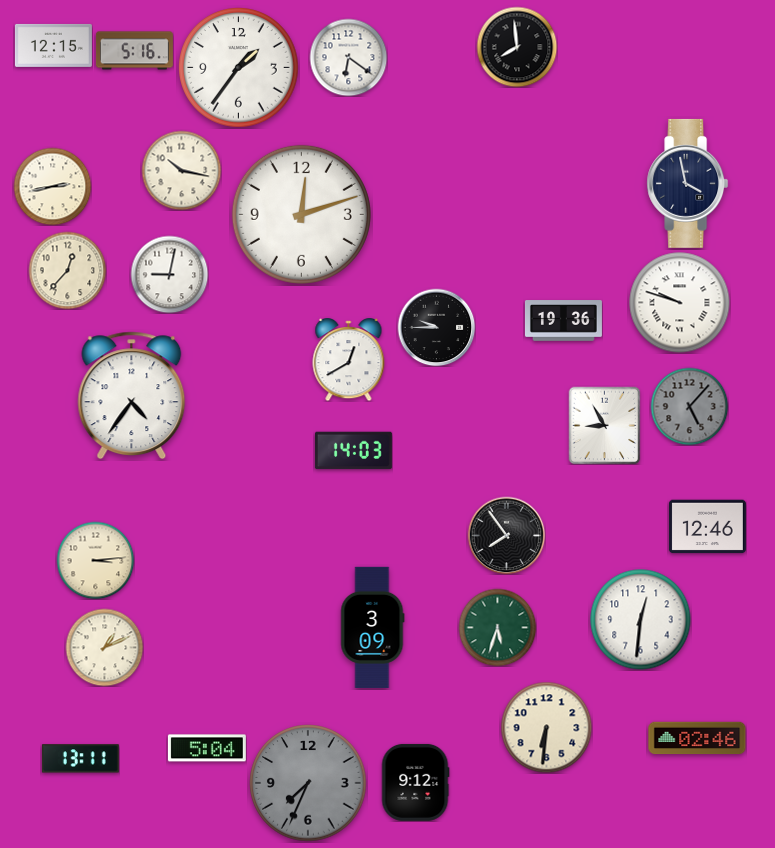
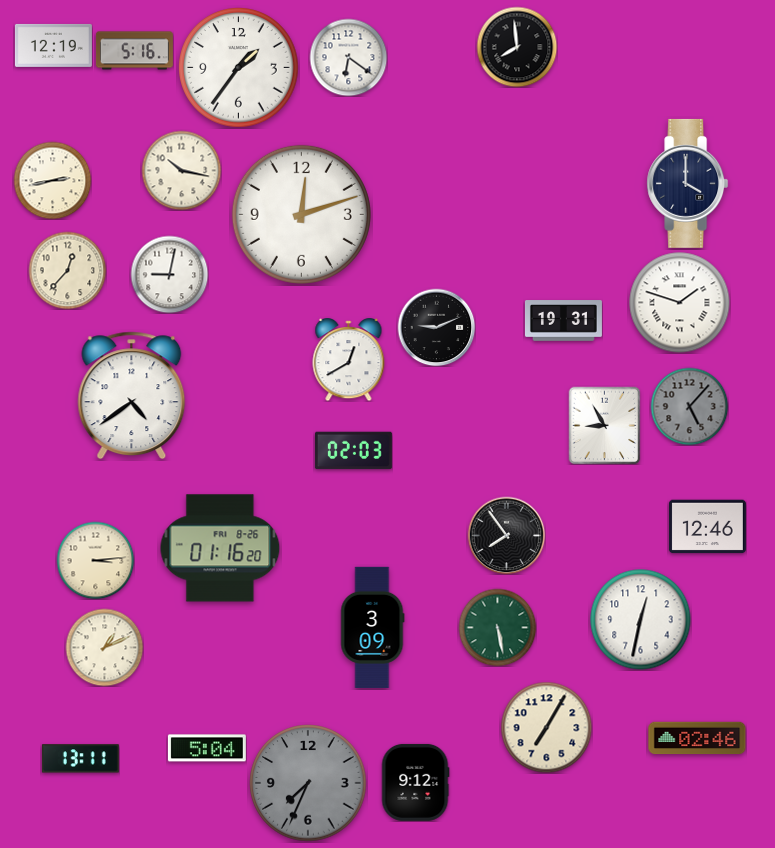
clock at (53, 45): 12:15 -> 12:19
clock at (688, 183): 3:58 -> 4:00
clock at (52, 186) position: (52, 186) -> (52, 180)
clock at (680, 303): 9:48 -> 1:48
clock at (563, 321): 19:36 -> 19:31
clock at (436, 327): 9:45 -> 9:11
clock at (132, 396): 4:36 -> 4:39
clock at (353, 451): 14:03 -> 02:03
clock at (220, 548): none -> 01:16
clock at (641, 620): 12:31 -> 12:32
clock at (497, 627): 5:33 -> 5:28
clock at (546, 727): 6:31 -> 7:05
